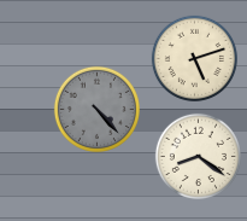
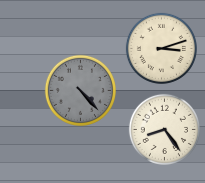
clock at (194, 58): 5:12 -> 3:12
clock at (198, 156): 8:21 -> 8:24
